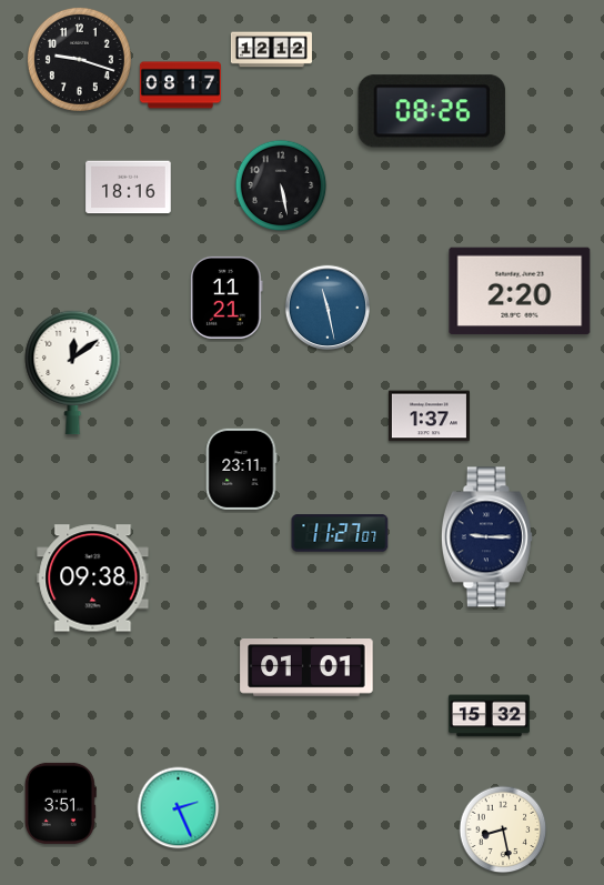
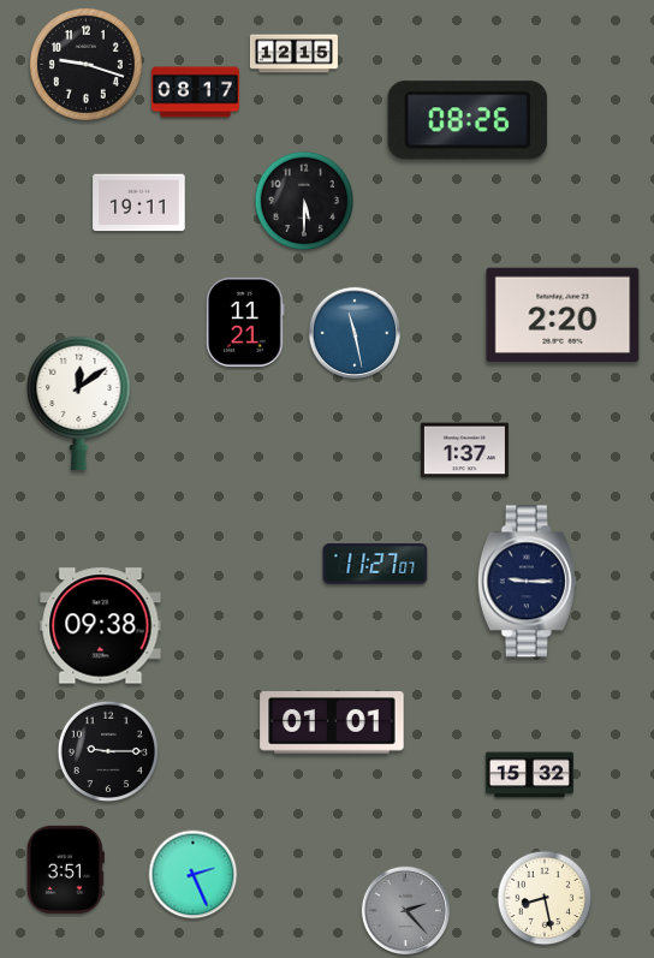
clock at (271, 50): 12:12 -> 12:15
clock at (281, 185): 5:28 -> 5:30
clock at (129, 188): 18:16 -> 19:11
clock at (241, 469): 23:11 -> none
clock at (340, 533) position: (340, 533) -> (375, 564)
clock at (108, 751): none -> 9:15
clock at (406, 911): none -> 2:23
